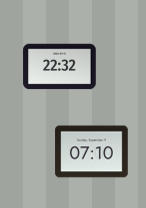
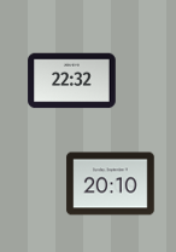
clock at (92, 152): 07:10 -> 20:10
